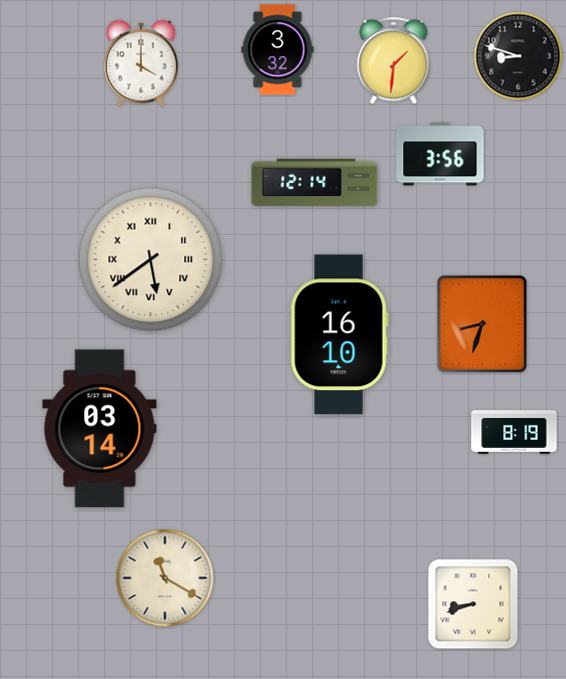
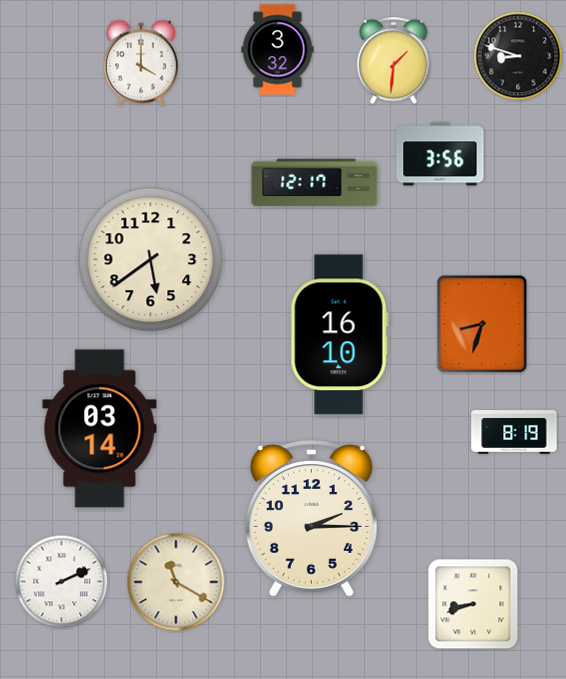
clock at (315, 183): 12:14 -> 12:17
clock at (151, 260) numerals: Roman -> Arabic
clock at (311, 519): none -> 2:15
clock at (165, 578) position: (165, 578) -> (176, 582)
clock at (62, 582): none -> 2:11
